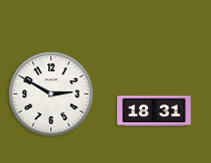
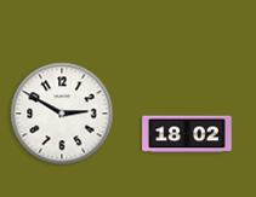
clock at (154, 111): 18:31 -> 18:02
